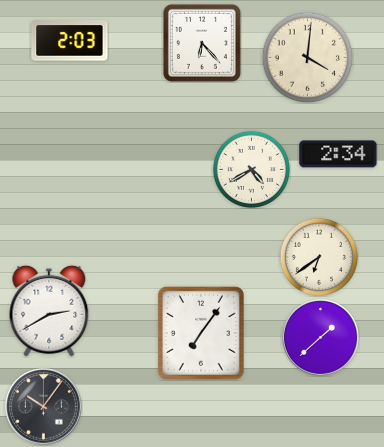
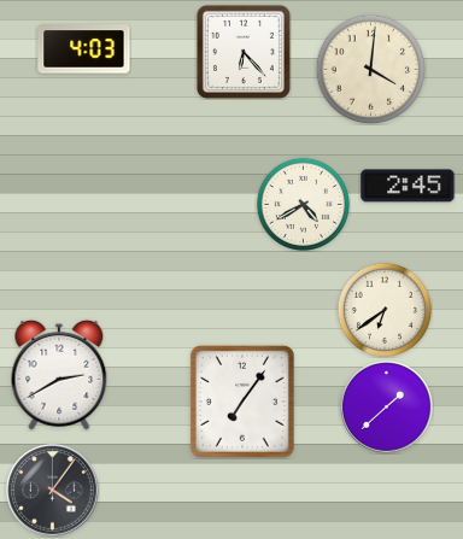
clock at (70, 41): 2:03 -> 4:03
clock at (338, 154): 2:34 -> 2:45
clock at (44, 407): 10:06 -> 4:06
